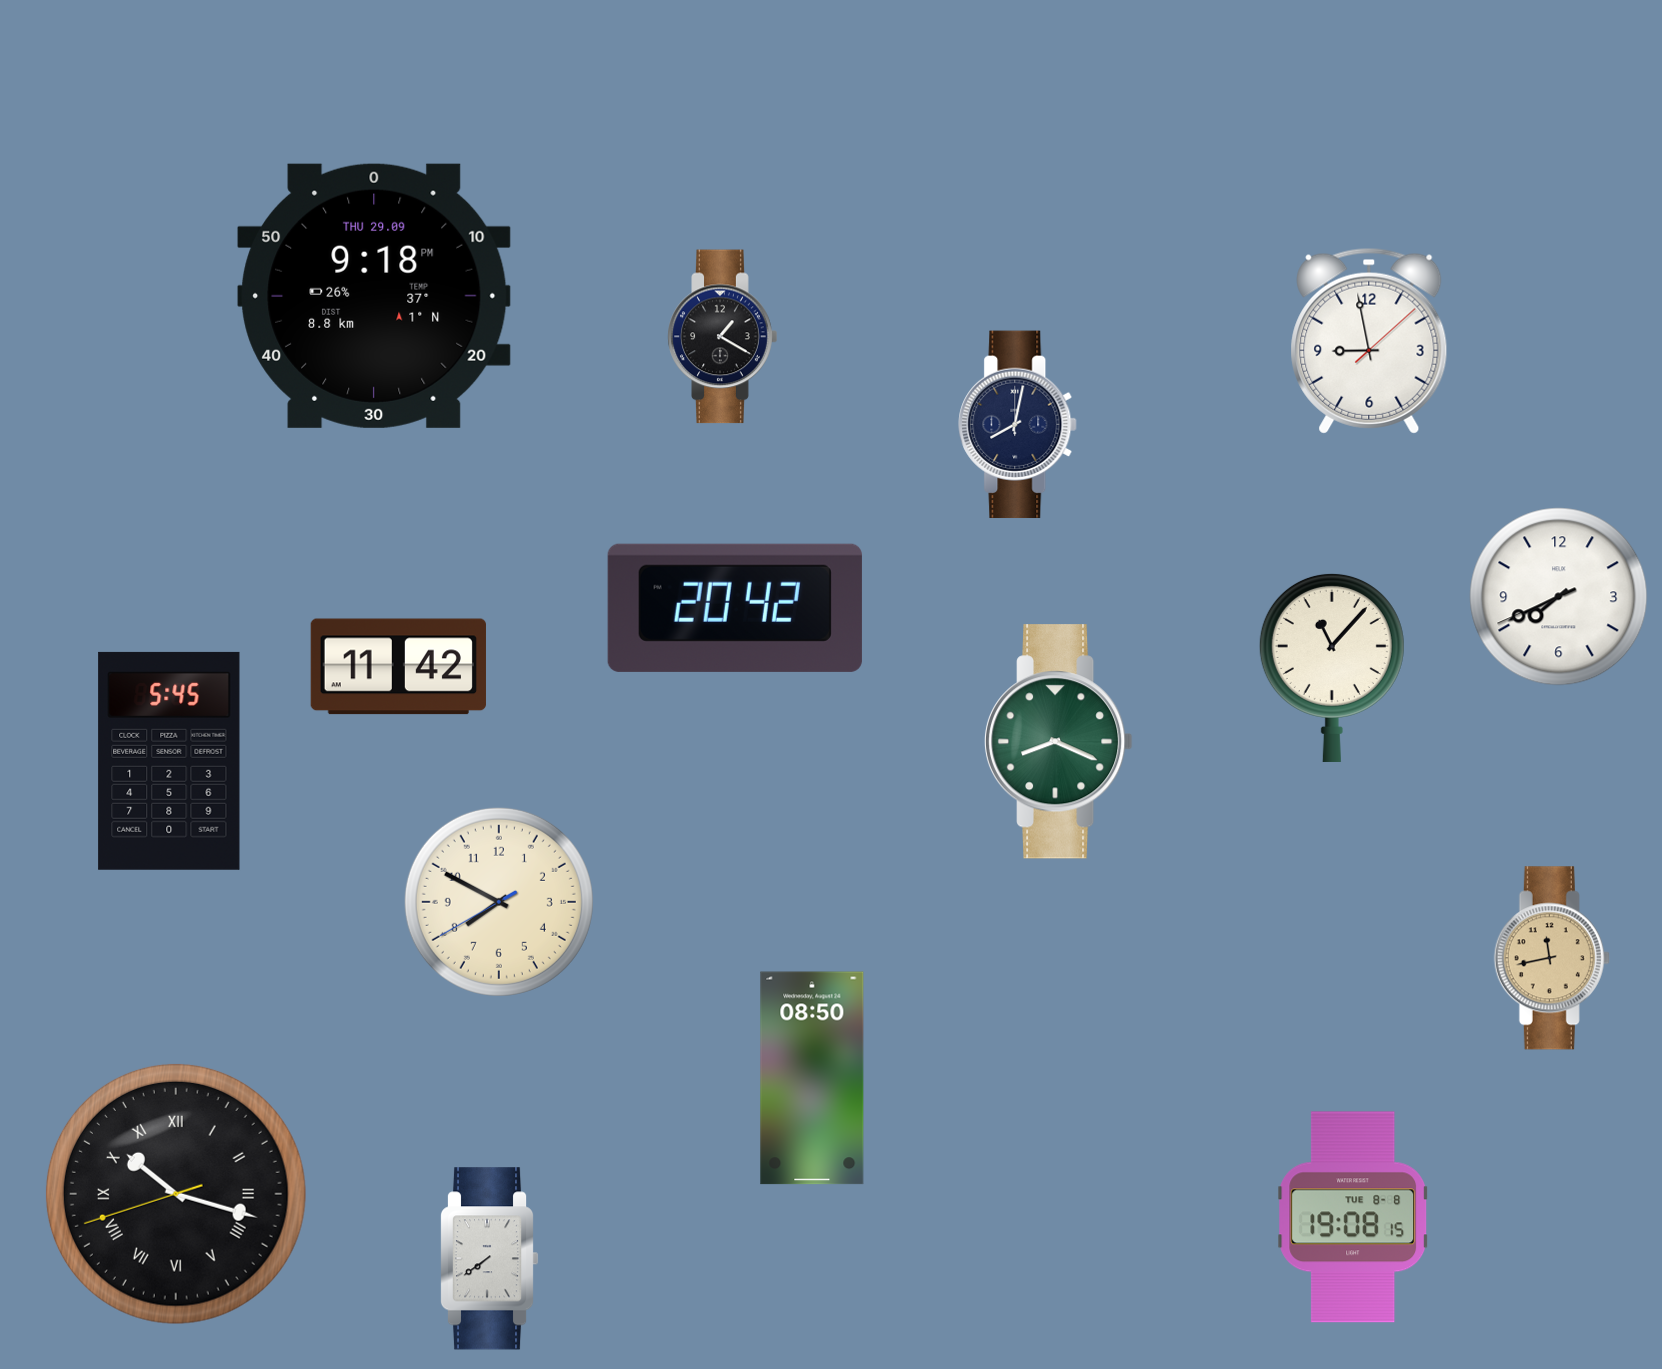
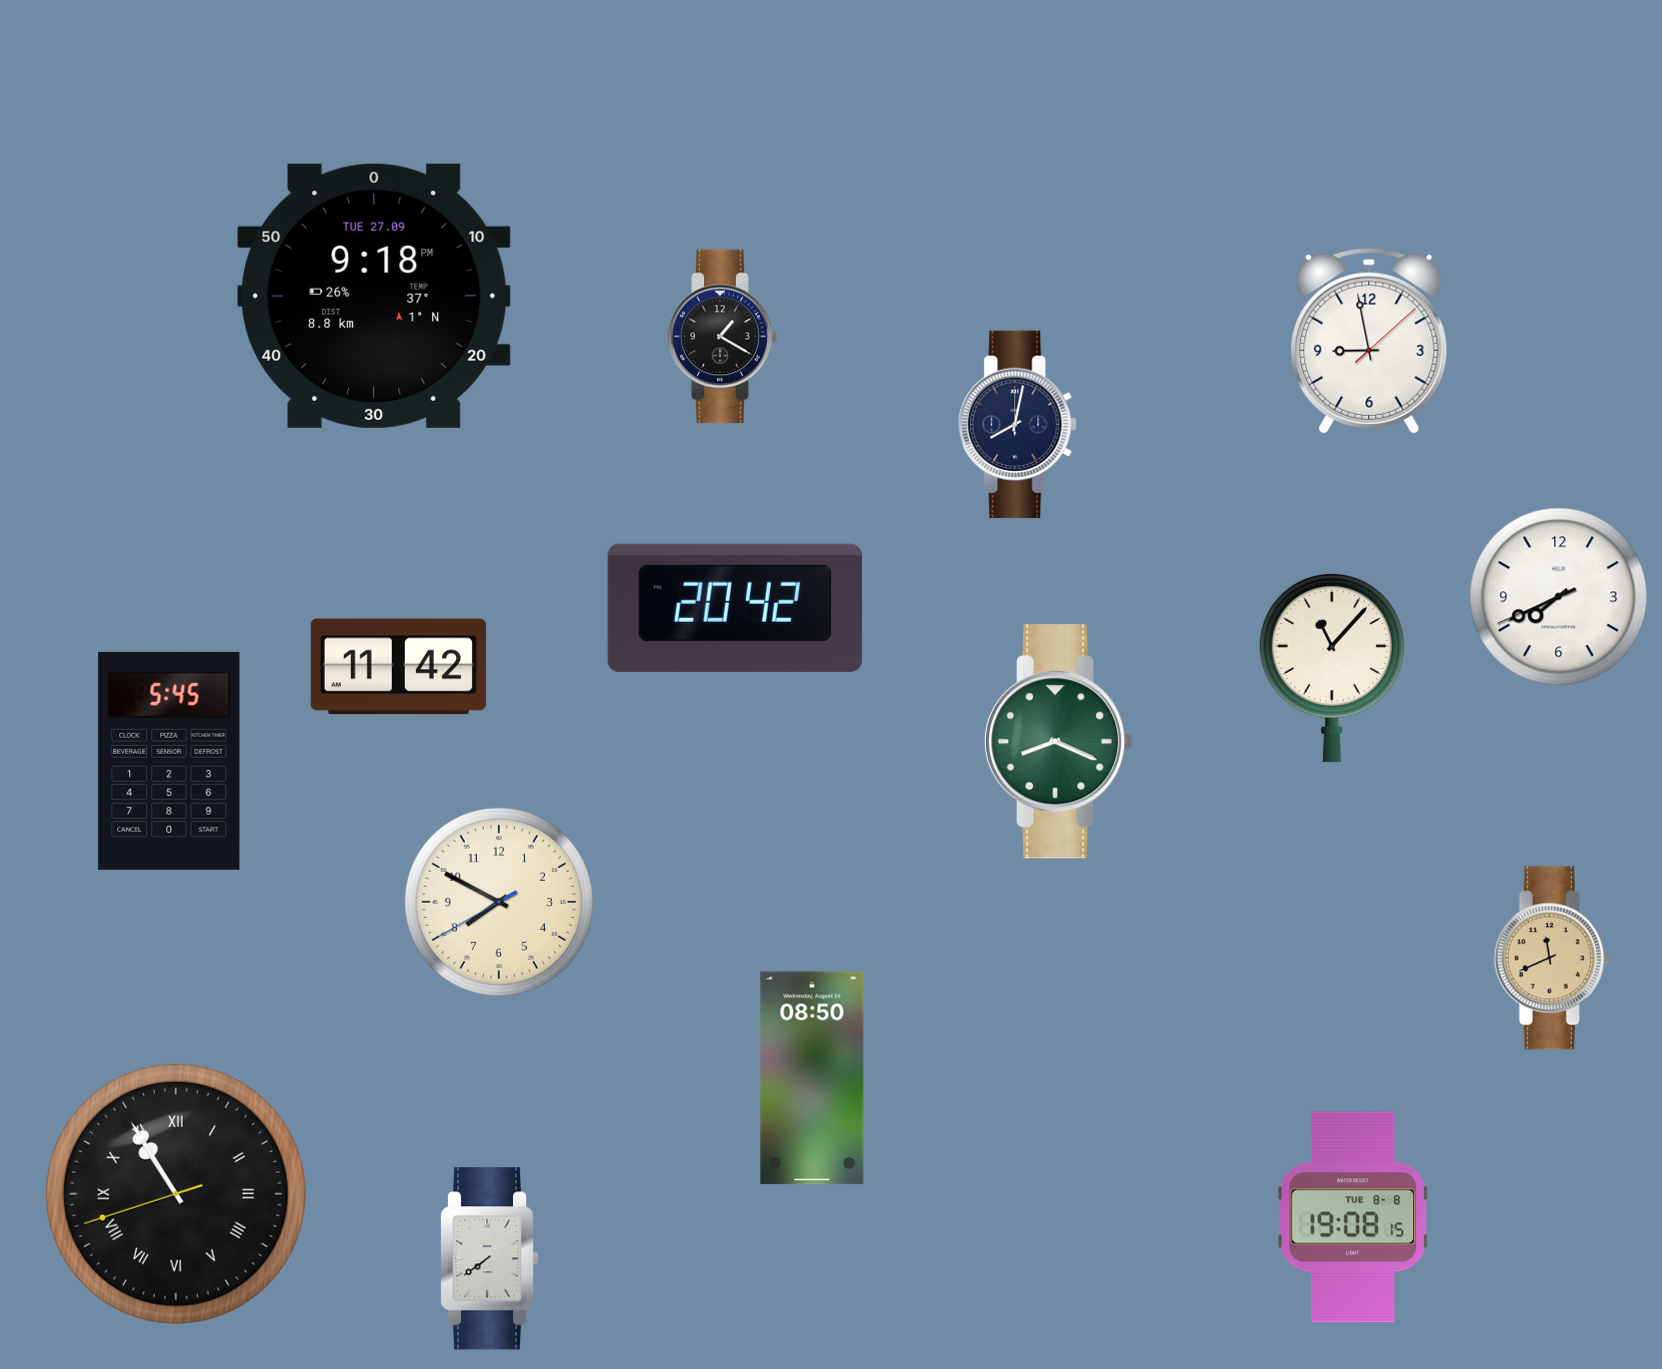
clock at (374, 296) date: THU 29.09 -> TUE 27.09
clock at (1552, 958): 11:43 -> 11:41
clock at (176, 1194): 10:17 -> 10:54
